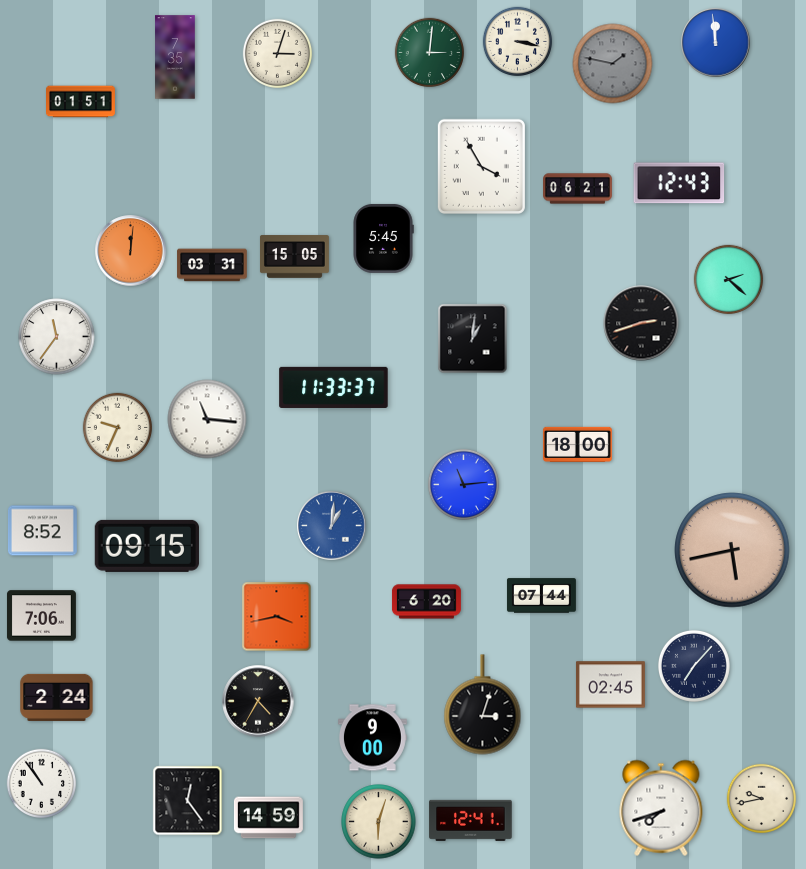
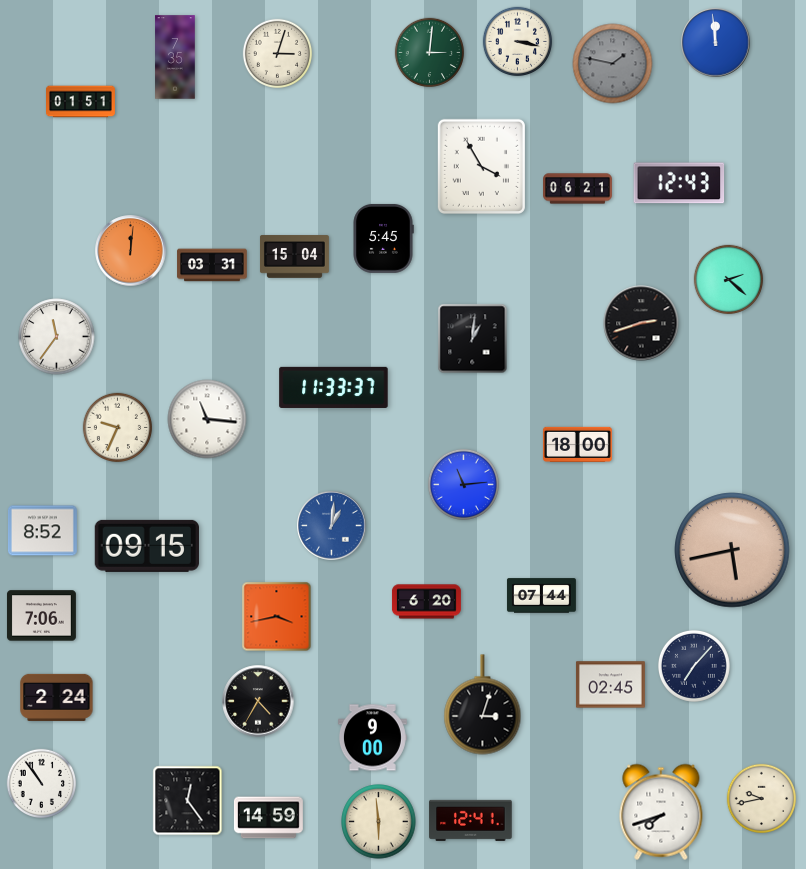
clock at (294, 257): 15:05 -> 15:04
clock at (661, 808) position: (661, 808) -> (661, 812)
clock at (379, 822): 6:03 -> 5:59
